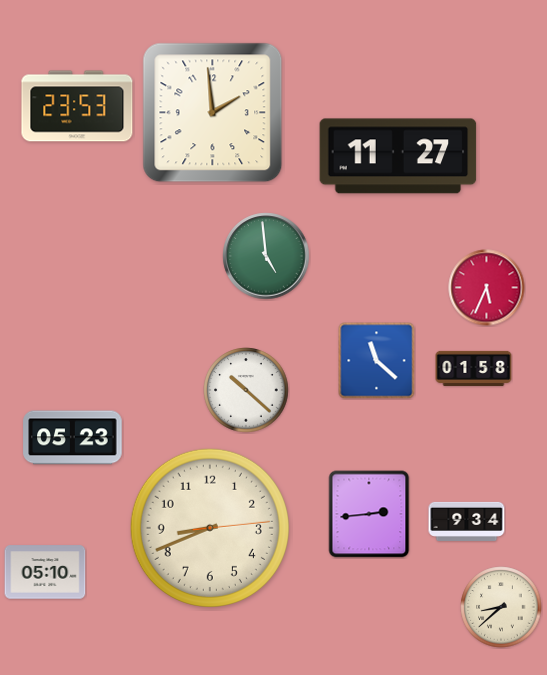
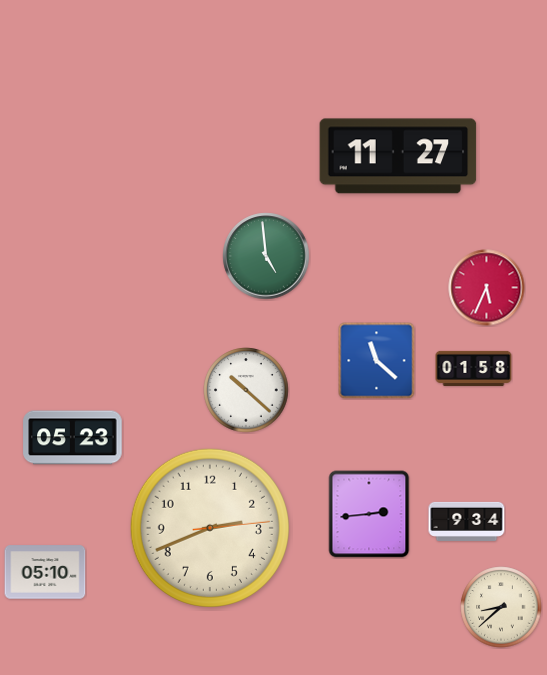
clock at (77, 106): 23:53 -> none
clock at (213, 113): 1:59 -> none
clock at (210, 528): 8:41 -> 2:41
